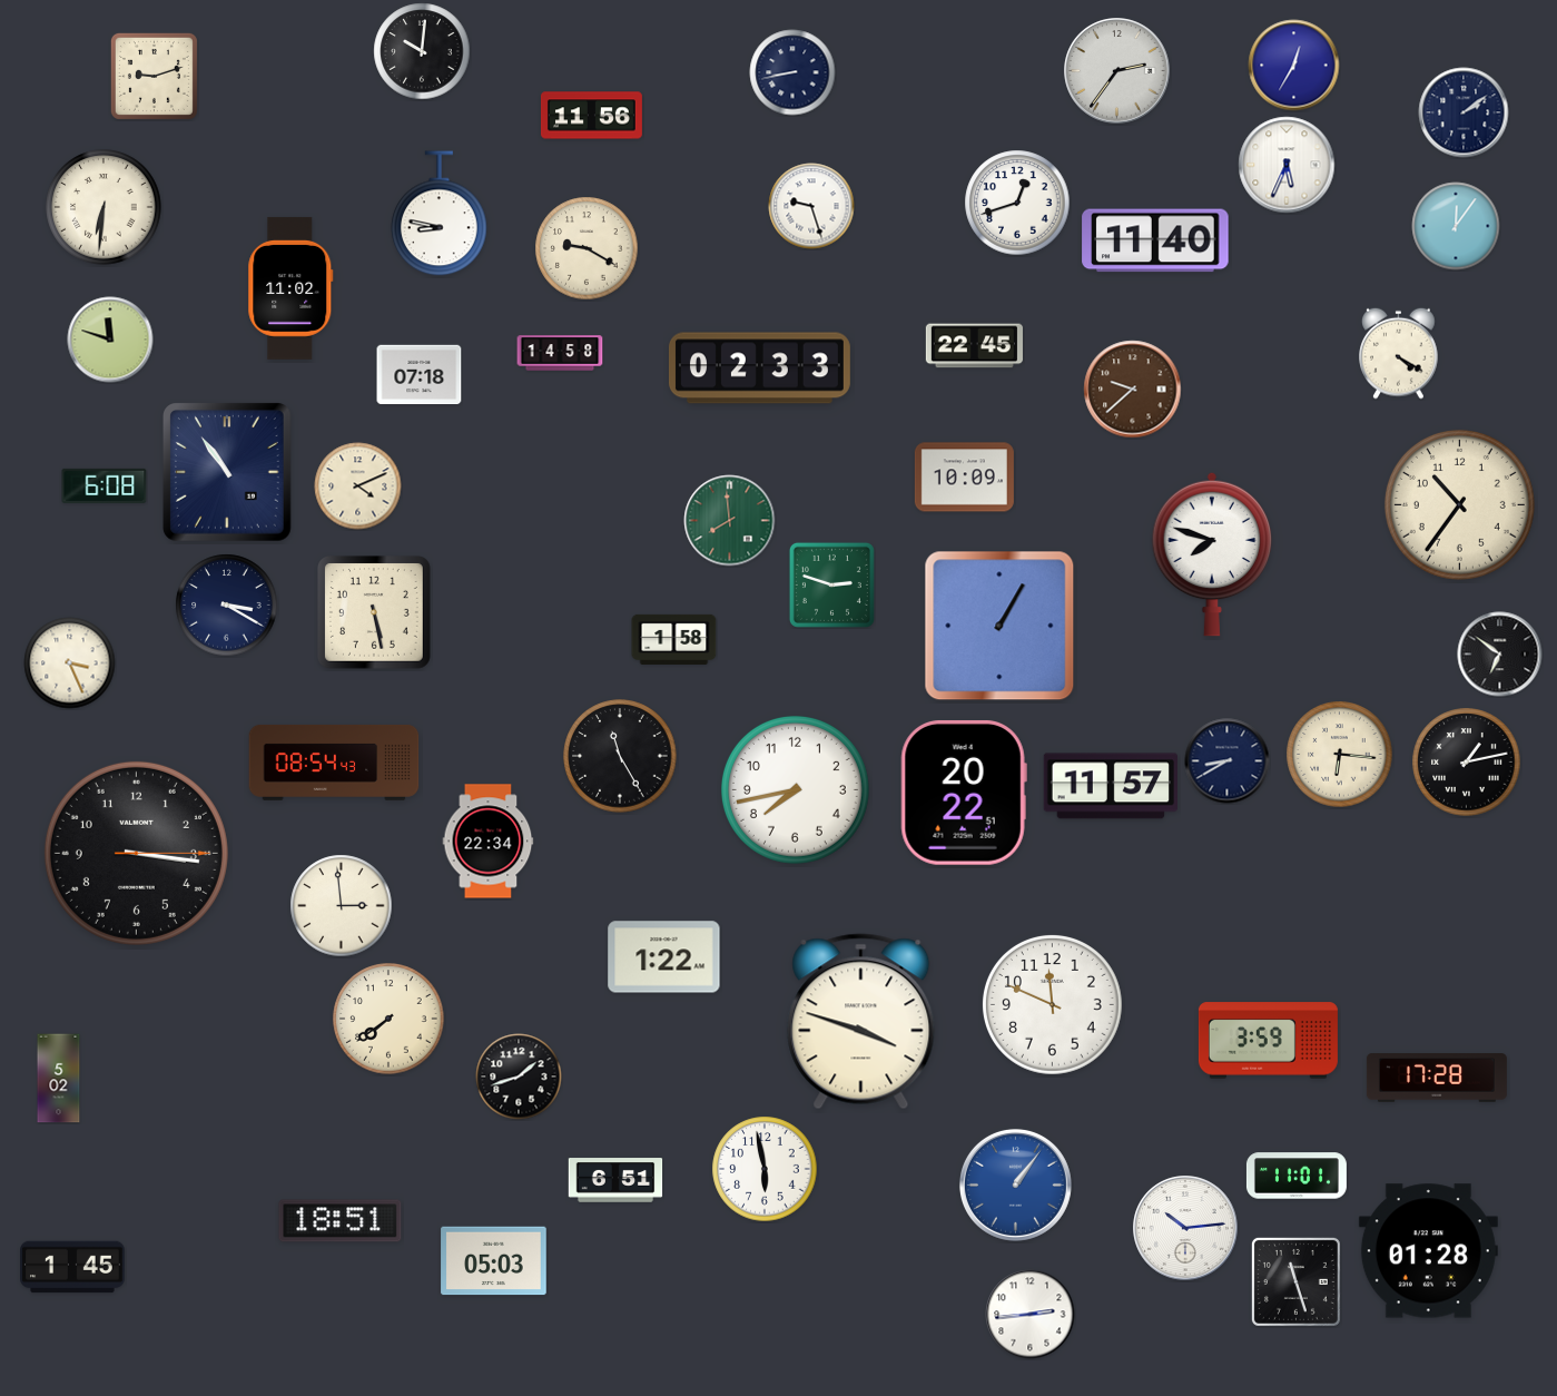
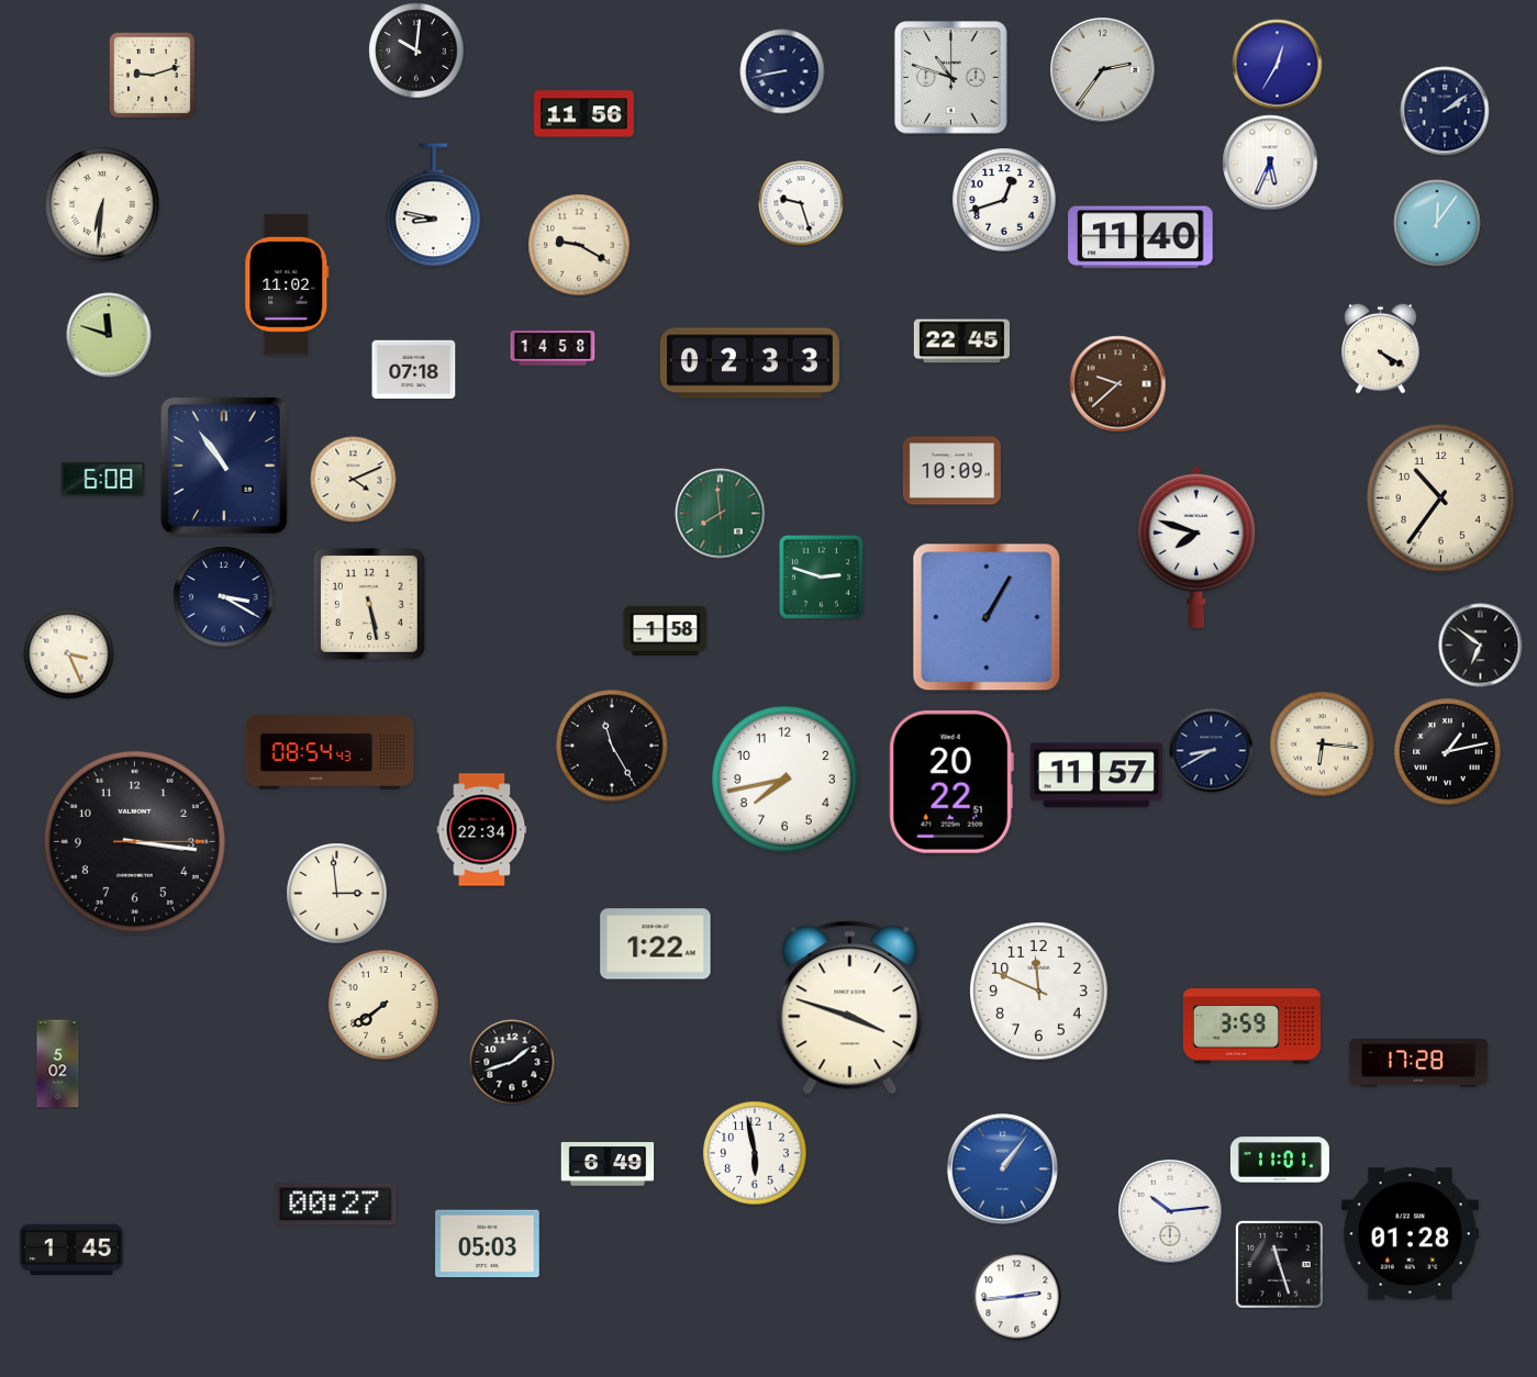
clock at (951, 78): none -> 10:48
clock at (440, 214) position: (440, 214) -> (434, 205)
clock at (615, 1180): 6:51 -> 6:49
clock at (341, 1221): 18:51 -> 00:27
